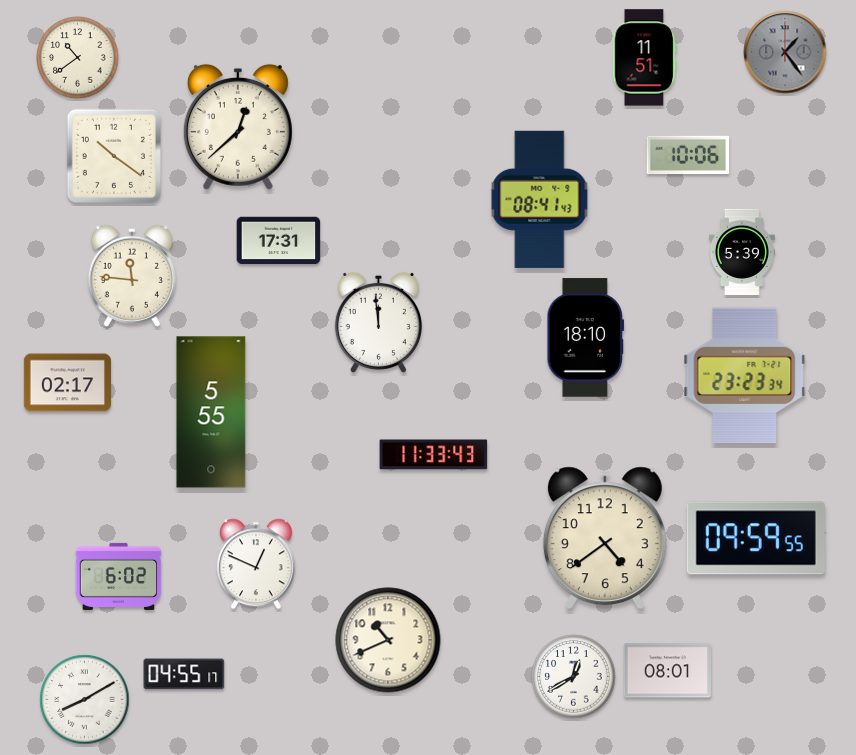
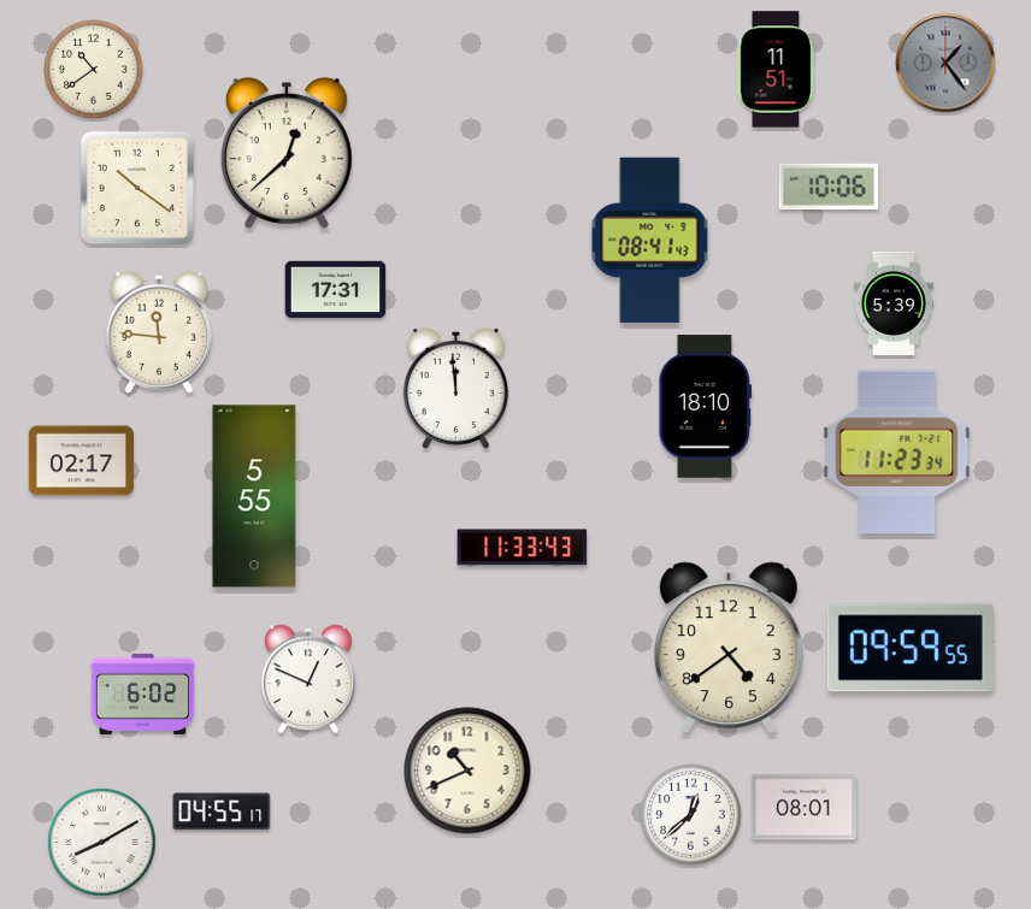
clock at (745, 376): 23:23 -> 11:23
clock at (574, 677): 12:40 -> 12:38
